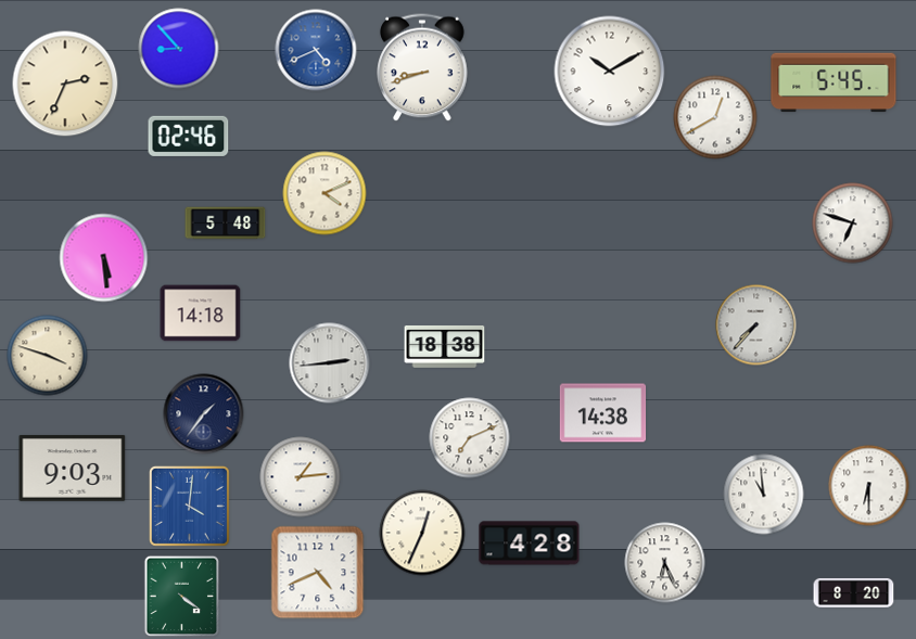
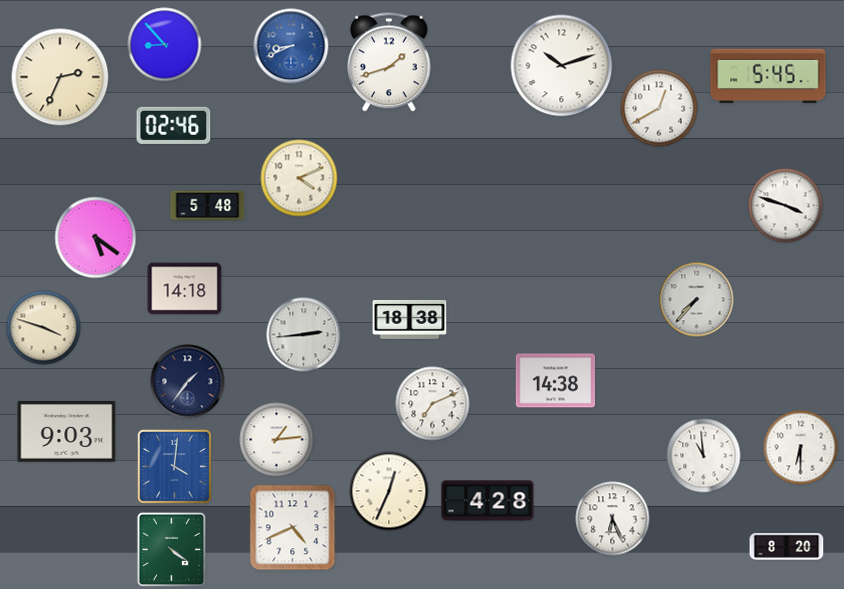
clock at (316, 50): 4:41 -> 8:41
clock at (422, 67): 8:42 -> 1:42
clock at (610, 72): 10:10 -> 10:12
clock at (853, 223): 6:48 -> 3:48
clock at (104, 258): 5:29 -> 5:21
clock at (182, 597) position: (182, 597) -> (172, 550)
